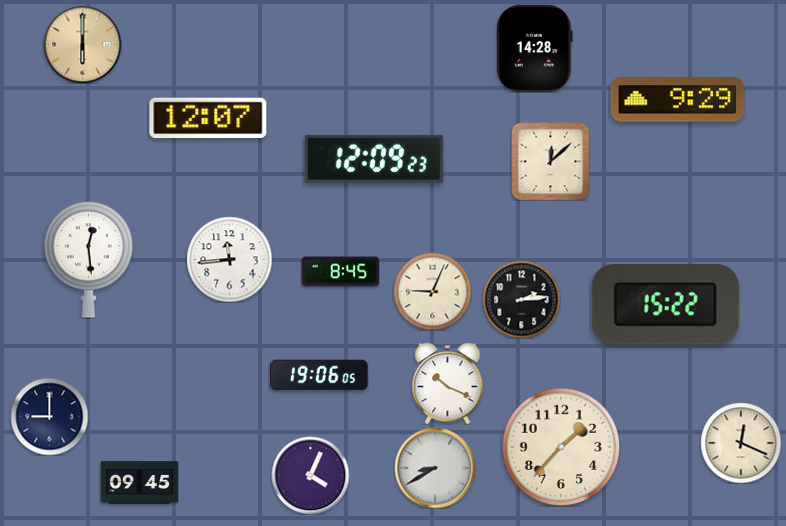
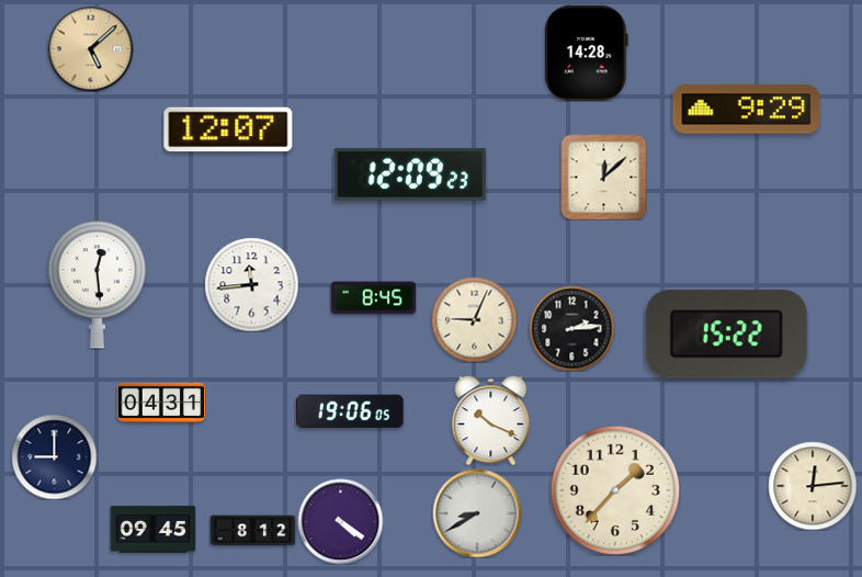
clock at (82, 44): 6:00 -> 5:08
clock at (678, 100) position: (678, 100) -> (747, 110)
clock at (665, 305) position: (665, 305) -> (726, 335)
clock at (161, 401): none -> 04:31
clock at (741, 443): 12:19 -> 12:14
clock at (310, 475): 4:04 -> 4:21
clock at (252, 531): none -> 8:12
